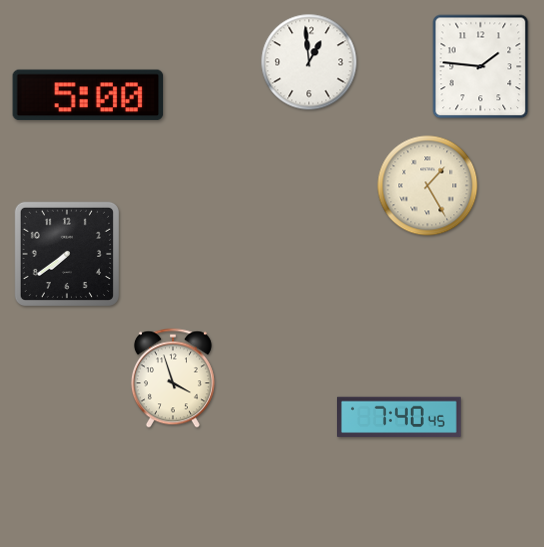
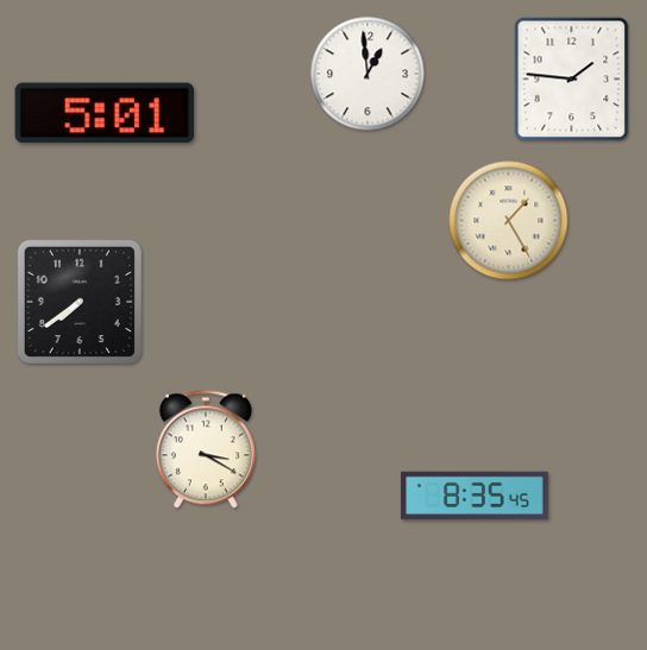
clock at (88, 95): 5:00 -> 5:01
clock at (173, 378): 3:57 -> 3:20
clock at (400, 417): 7:40 -> 8:35
